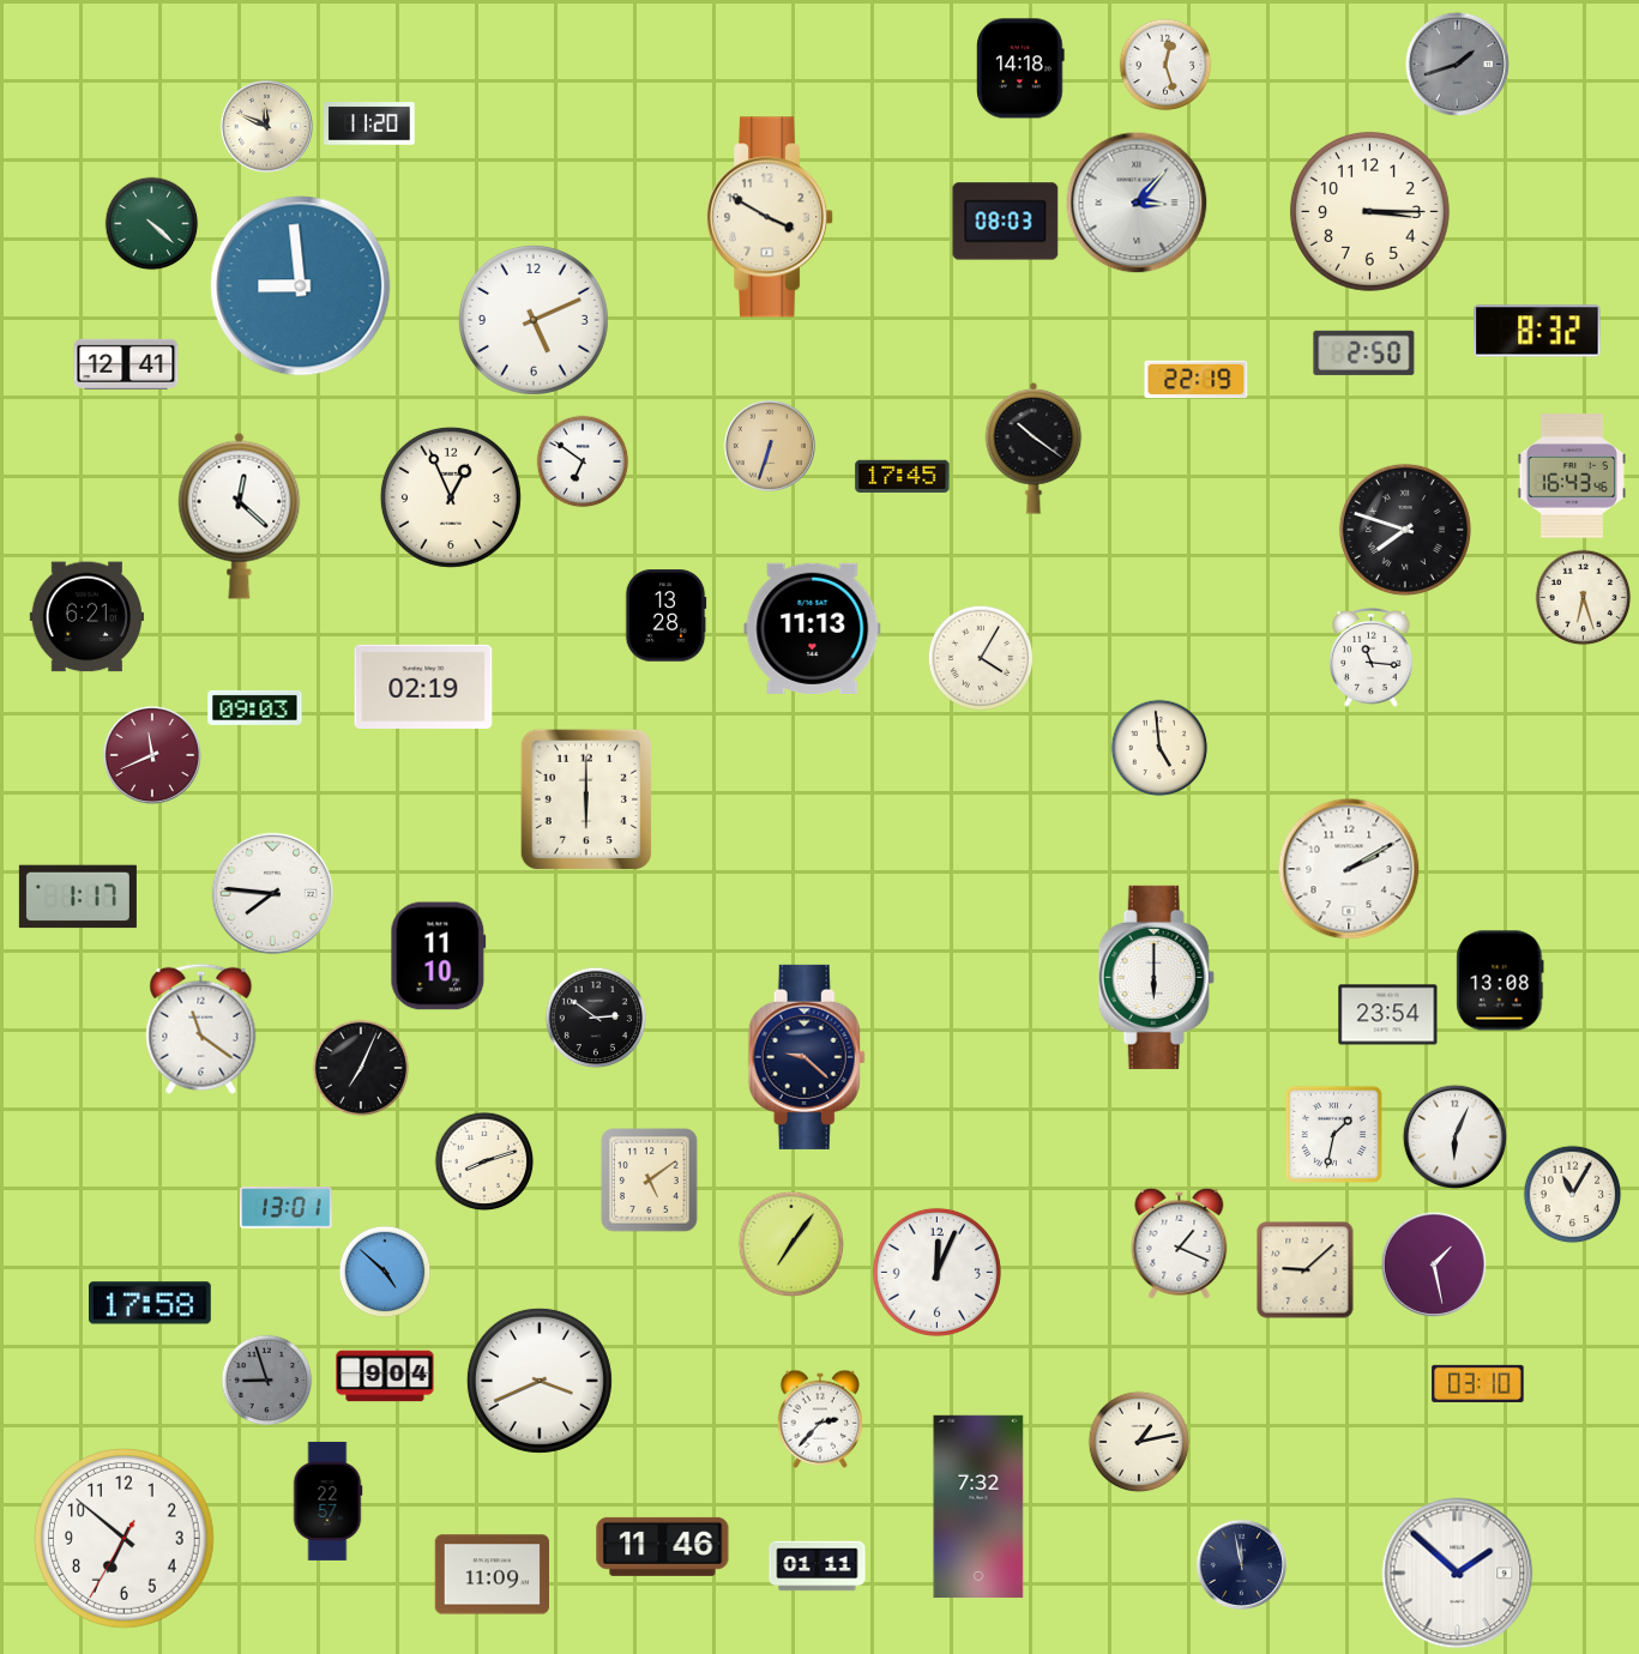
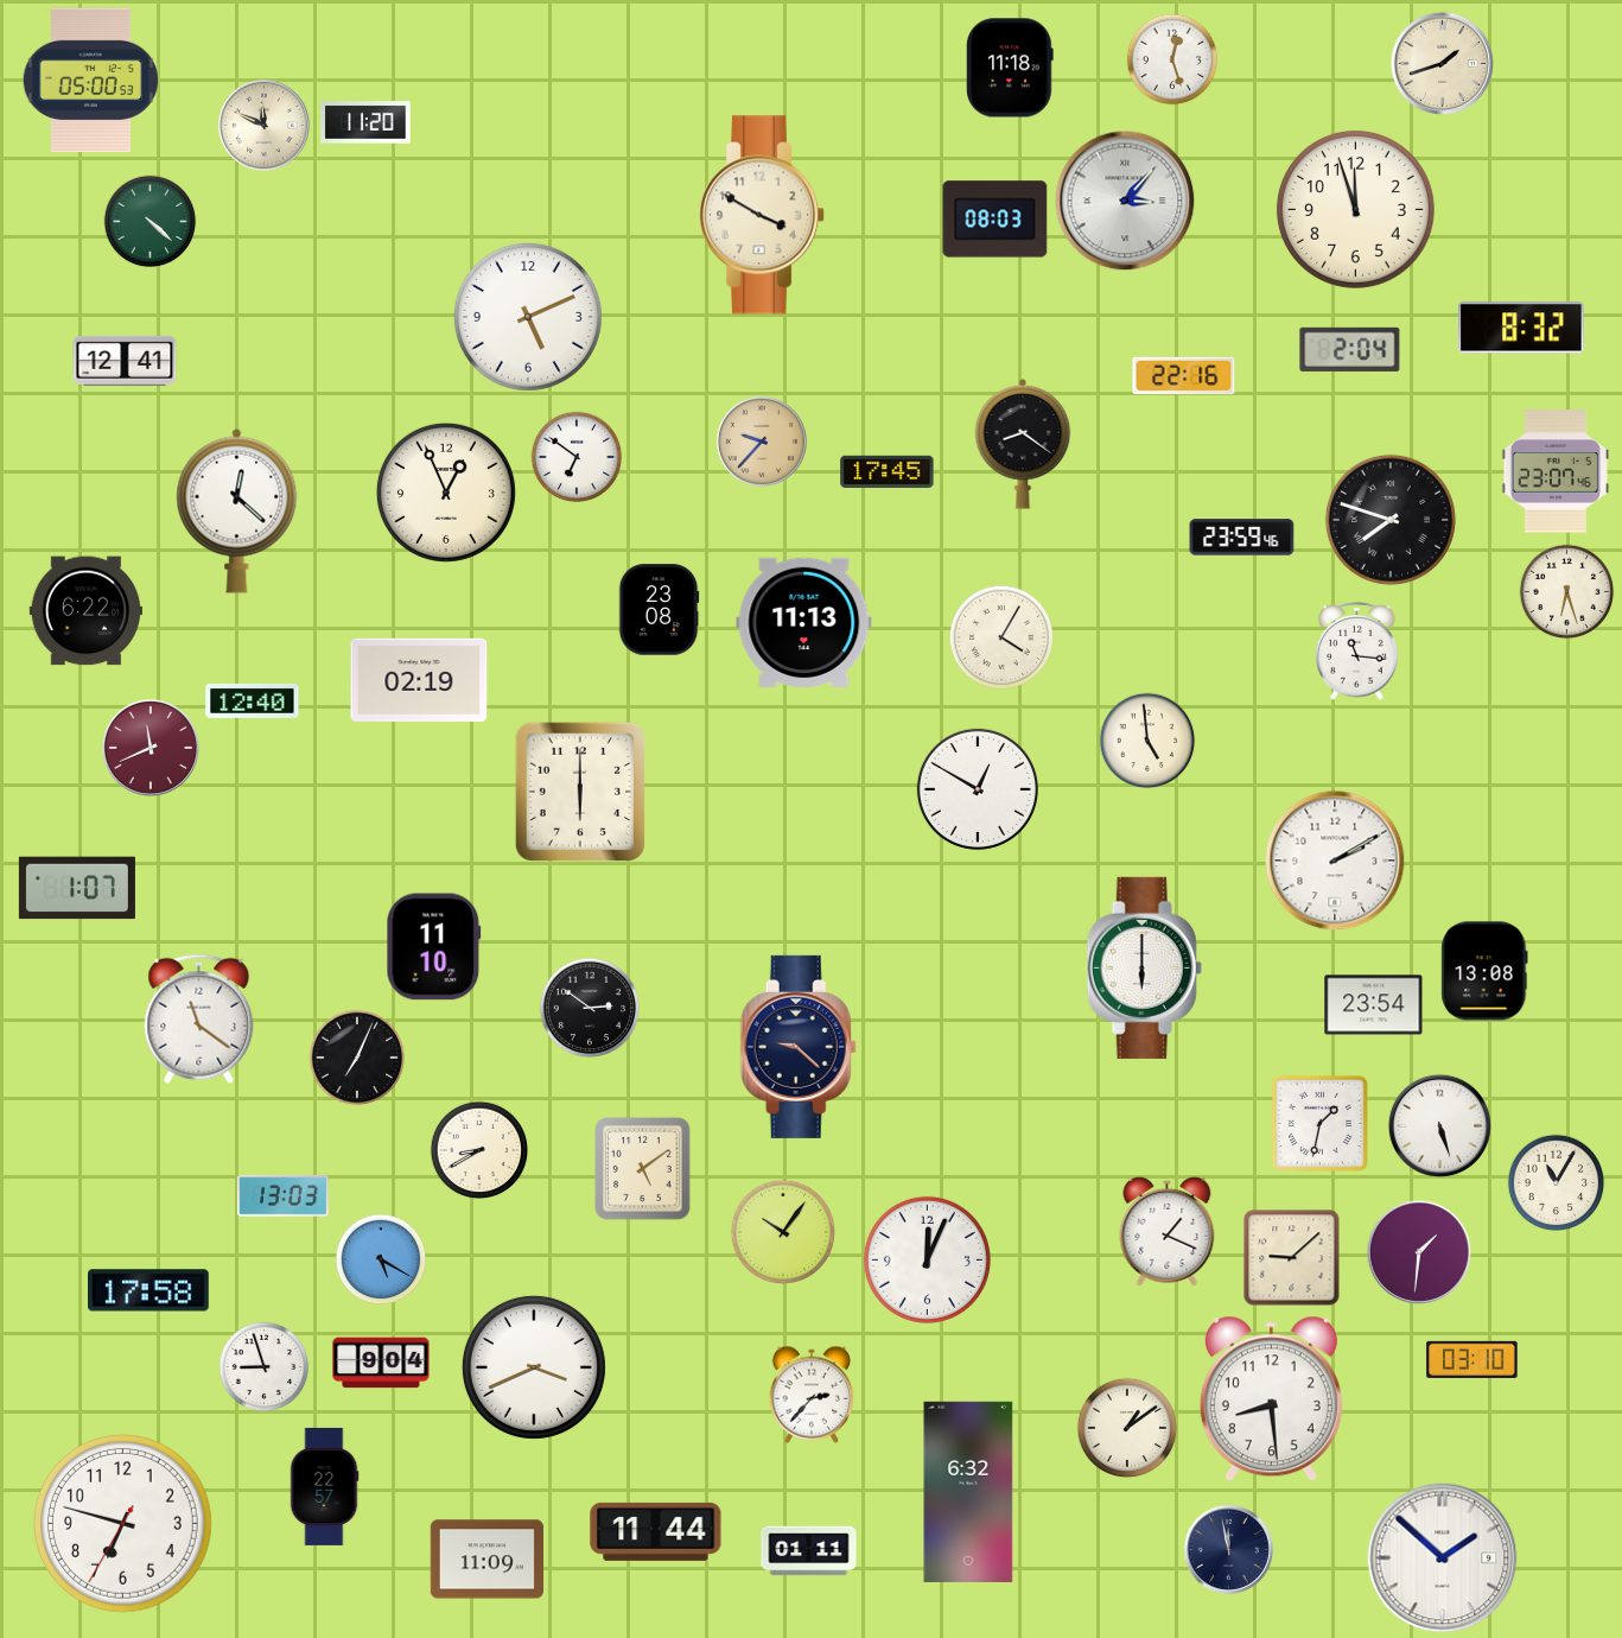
clock at (1457, 64) dial: grey -> cream
clock at (1165, 65) position: (1165, 65) -> (1172, 59)
clock at (1020, 68): 14:18 -> 11:18
clock at (90, 81): none -> 05:00
clock at (1369, 211): 3:15 -> 11:57
clock at (301, 286): 8:59 -> none
clock at (1364, 352): 2:50 -> 2:04
clock at (1197, 380): 22:19 -> 22:16
clock at (770, 446): 6:33 -> 9:37
clock at (1034, 448): 10:21 -> 8:21
clock at (903, 476) position: (903, 476) -> (888, 471)
clock at (1572, 476): 16:43 -> 23:07
clock at (1405, 530) position: (1405, 530) -> (1391, 520)
clock at (1242, 538): none -> 23:59
clock at (665, 616): 13:28 -> 23:08
clock at (86, 617): 6:21 -> 6:22
clock at (981, 658) position: (981, 658) -> (1001, 637)
clock at (255, 707): 09:03 -> 12:40
clock at (978, 789): none -> 12:50
clock at (273, 894): 7:46 -> none
clock at (78, 897): 1:17 -> 1:07
clock at (1454, 1136): 6:04 -> 5:27
clock at (484, 1161): 8:12 -> 8:40
clock at (287, 1208): 13:01 -> 13:03
clock at (791, 1244): 7:06 -> 10:06
clock at (1433, 1263): 1:28 -> 1:31
clock at (385, 1272): 4:52 -> 5:20
clock at (267, 1381) dial: grey -> white
clock at (1478, 1383) position: (1478, 1383) -> (1472, 1359)
clock at (1271, 1399): none -> 8:29
clock at (820, 1419) position: (820, 1419) -> (812, 1395)
clock at (1139, 1442): 1:13 -> 1:09
clock at (978, 1507): 7:32 -> 6:32
clock at (125, 1539): 6:51 -> 6:47
clock at (663, 1546): 11:46 -> 11:44
